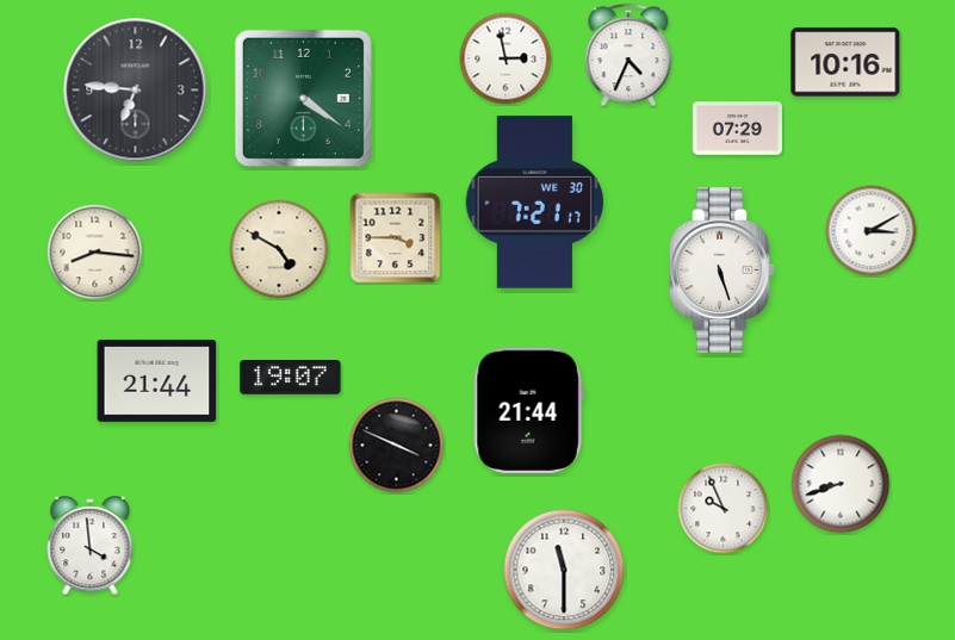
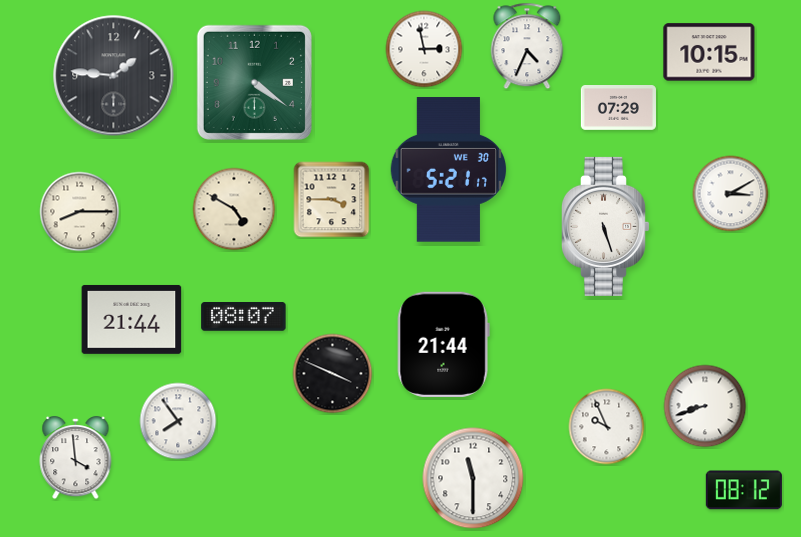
clock at (845, 62): 10:16 -> 10:15
clock at (136, 91): 6:46 -> 1:46
clock at (535, 203): 7:21 -> 5:21
clock at (95, 253): 8:16 -> 8:15
clock at (291, 378): 19:07 -> 08:07
clock at (178, 421): none -> 7:54
clock at (744, 490): none -> 08:12
